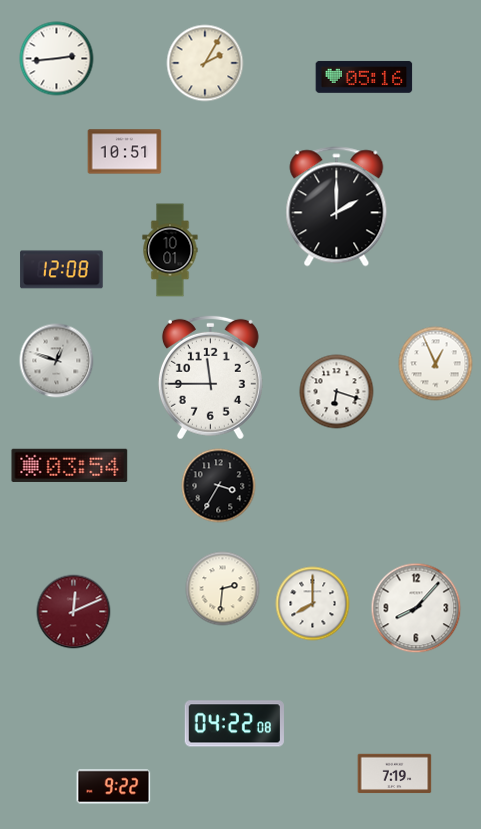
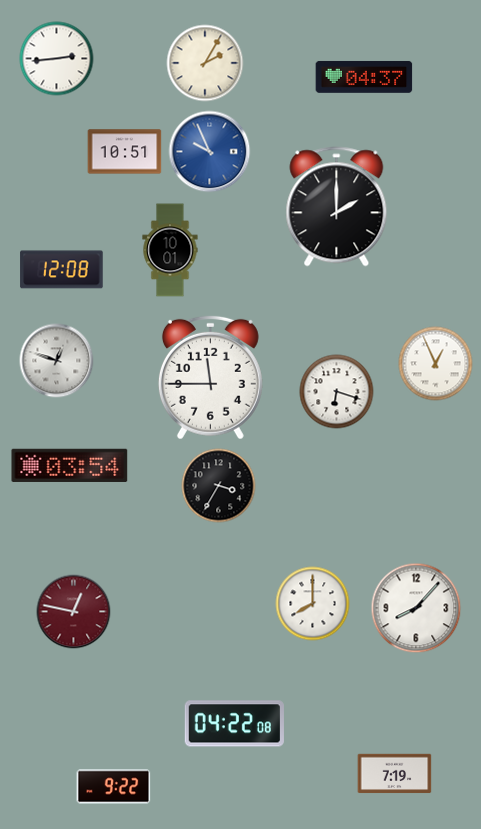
clock at (364, 77): 05:16 -> 04:37
clock at (210, 152): none -> 9:56
clock at (223, 589): 2:31 -> none
clock at (74, 612): 12:11 -> 12:47
